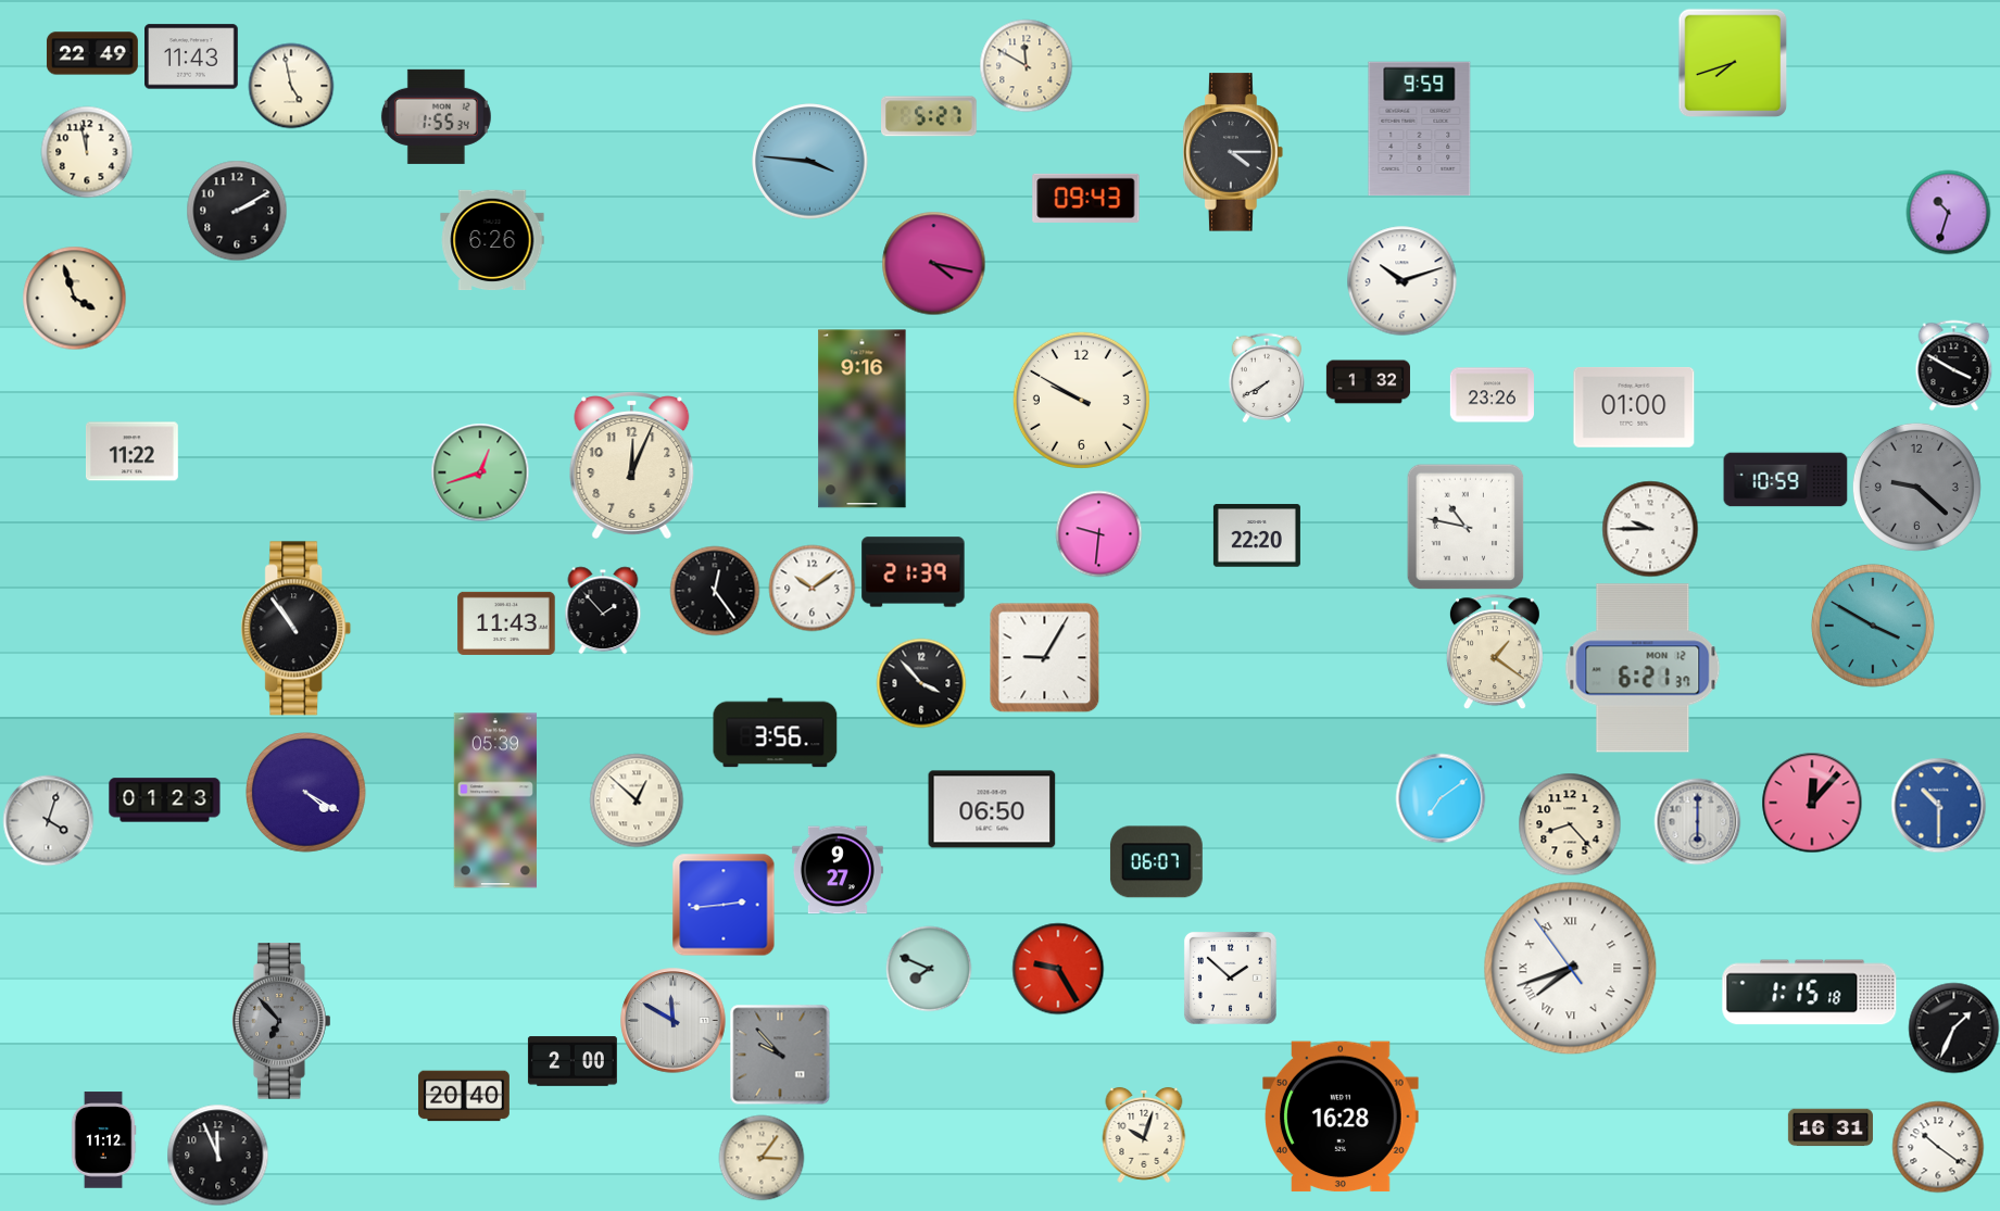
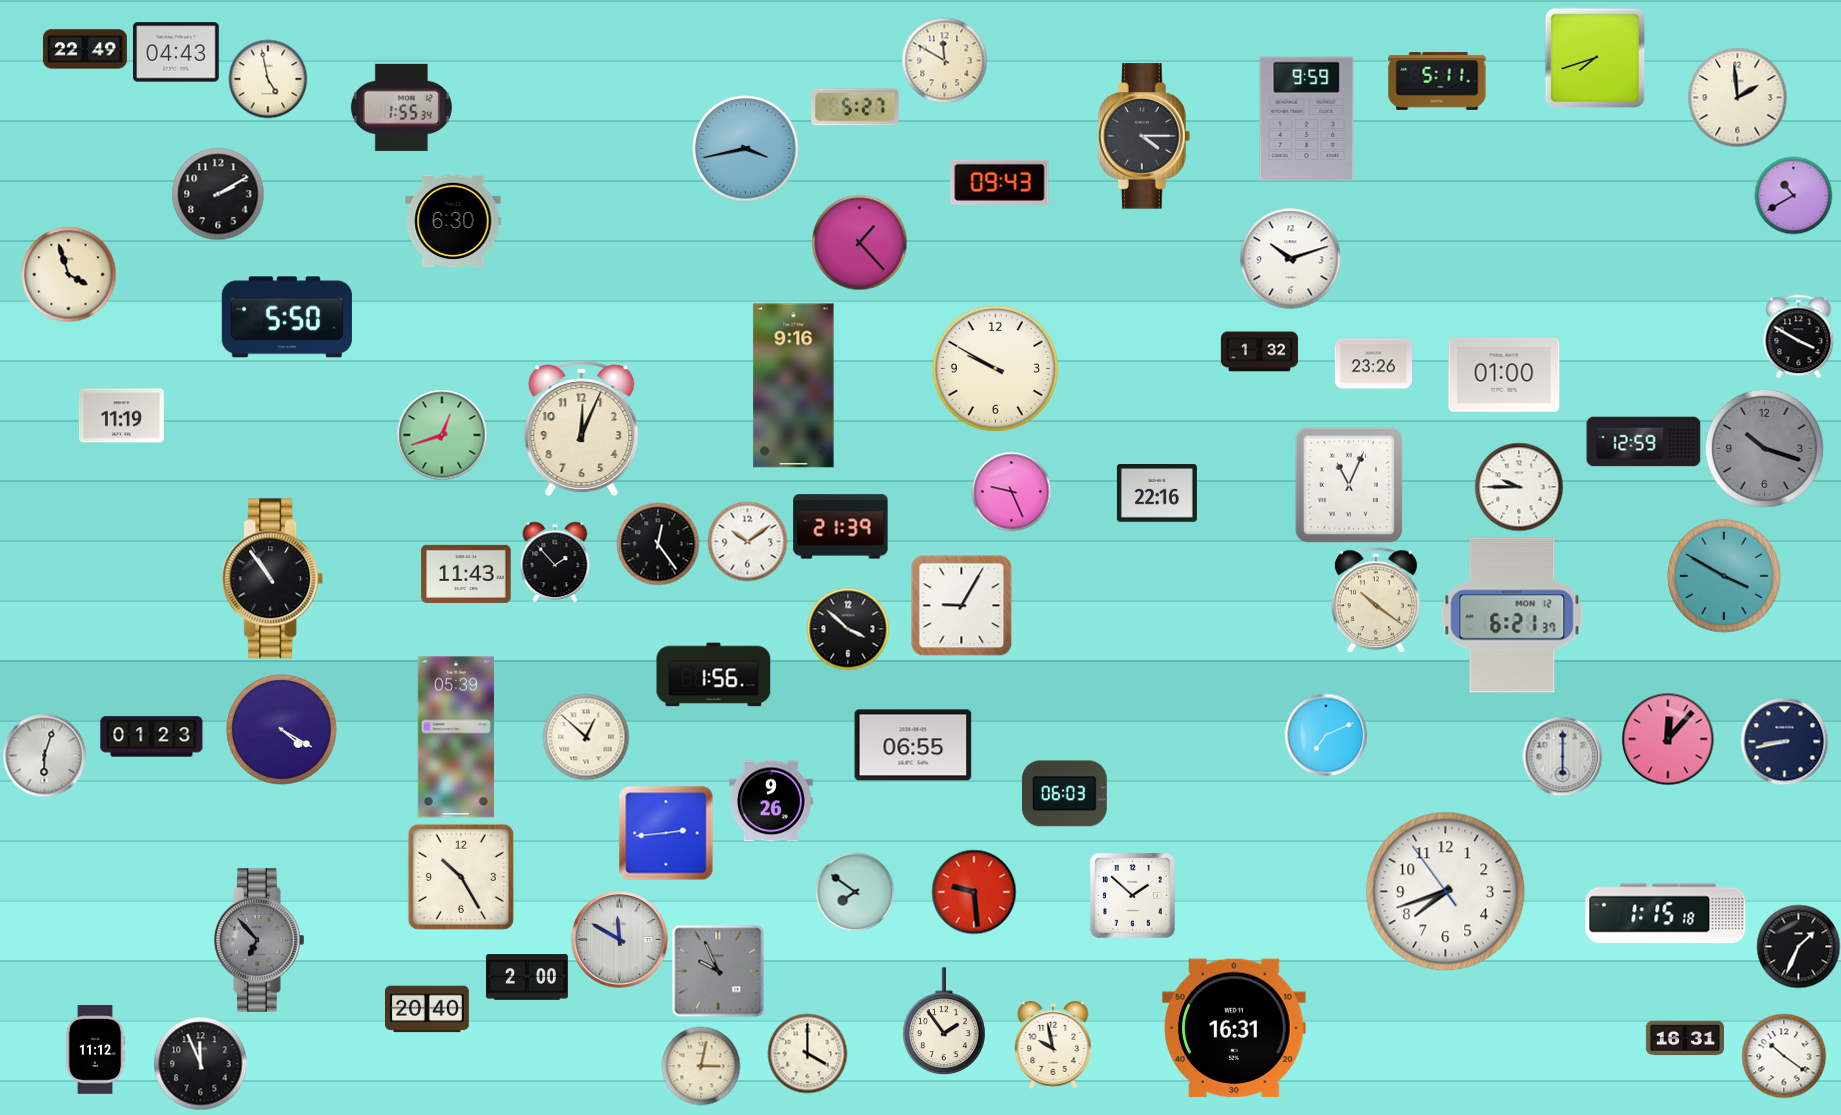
clock at (192, 56): 11:43 -> 04:43
clock at (1437, 82): none -> 5:11
clock at (1738, 98): none -> 1:59
clock at (87, 152): 11:58 -> none
clock at (1234, 152) position: (1234, 152) -> (1145, 136)
clock at (810, 162): 3:46 -> 3:43
clock at (1948, 212): 10:33 -> 10:40
clock at (492, 240): 6:26 -> 6:30
clock at (933, 263): 4:17 -> 1:23
clock at (287, 317): none -> 5:50
clock at (1267, 377): 7:40 -> none
clock at (133, 452): 11:22 -> 11:19
clock at (1786, 480): 10:59 -> 12:59
clock at (1916, 487): 9:22 -> 10:18
clock at (1466, 527): 10:47 -> 11:04
clock at (1098, 533): 9:31 -> 9:26
clock at (1257, 535): 22:20 -> 22:16
clock at (1495, 652): 1:21 -> 10:21
clock at (921, 683): 3:53 -> 3:52
clock at (776, 733): 3:56 -> 1:56
clock at (1441, 798): 7:09 -> 7:11
clock at (1938, 805): 10:30 -> 8:43
clock at (1938, 805) dial: blue -> navy
clock at (992, 809): 06:50 -> 06:55
clock at (48, 820): 4:03 -> 6:03
clock at (1570, 824): 8:23 -> none
clock at (1156, 862): 06:07 -> 06:03
clock at (838, 870): 9:27 -> 9:26
clock at (461, 877): none -> 10:25
clock at (929, 969): 7:49 -> 7:51
clock at (1058, 969): 9:25 -> 9:29
clock at (1571, 969) numerals: Roman -> Arabic
clock at (1230, 977) position: (1230, 977) -> (1132, 895)
clock at (780, 1055): 9:53 -> 9:56
clock at (944, 1021): none -> 1:54
clock at (1341, 1117): 16:28 -> 16:31
clock at (1144, 1135): 10:03 -> 9:58
clock at (807, 1053): none -> 4:00
clock at (762, 1158): 3:06 -> 3:02
